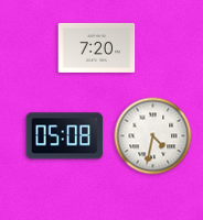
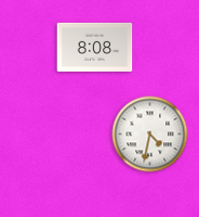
clock at (97, 47): 7:20 -> 8:08
clock at (65, 136): 05:08 -> none
